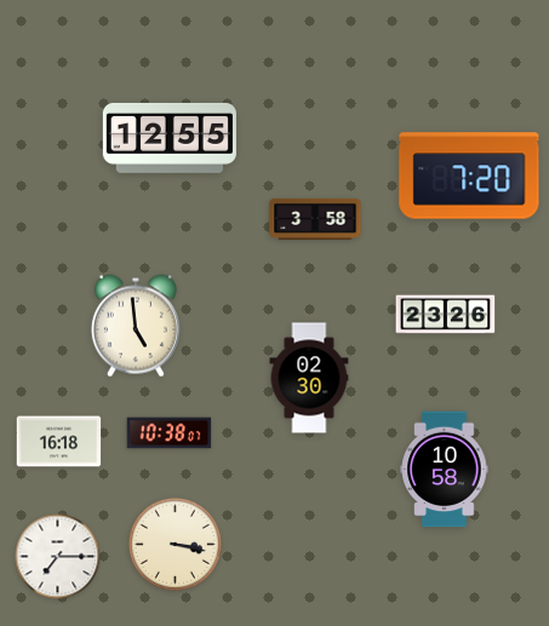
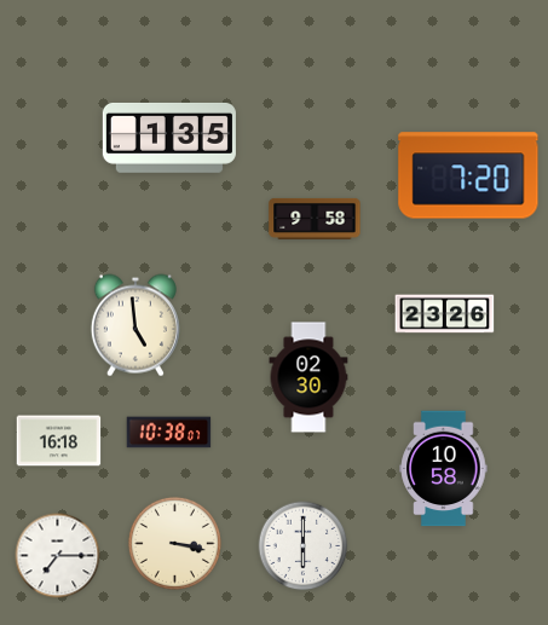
clock at (170, 138): 12:55 -> 1:35
clock at (315, 219): 3:58 -> 9:58
clock at (304, 546): none -> 6:00
